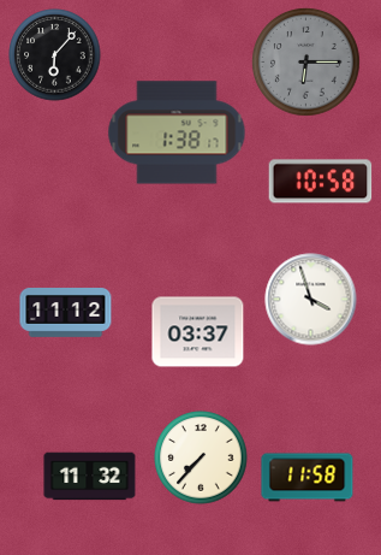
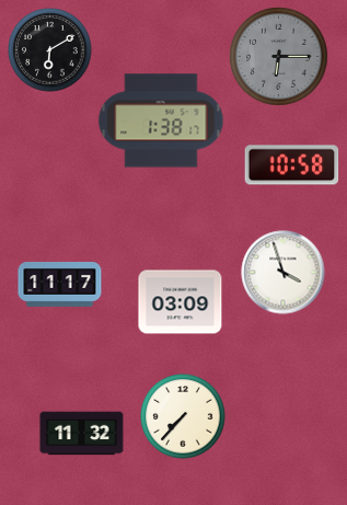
clock at (55, 55): 6:07 -> 6:10
clock at (66, 313): 11:12 -> 11:17
clock at (198, 332): 03:37 -> 03:09
clock at (308, 478): 11:58 -> none
